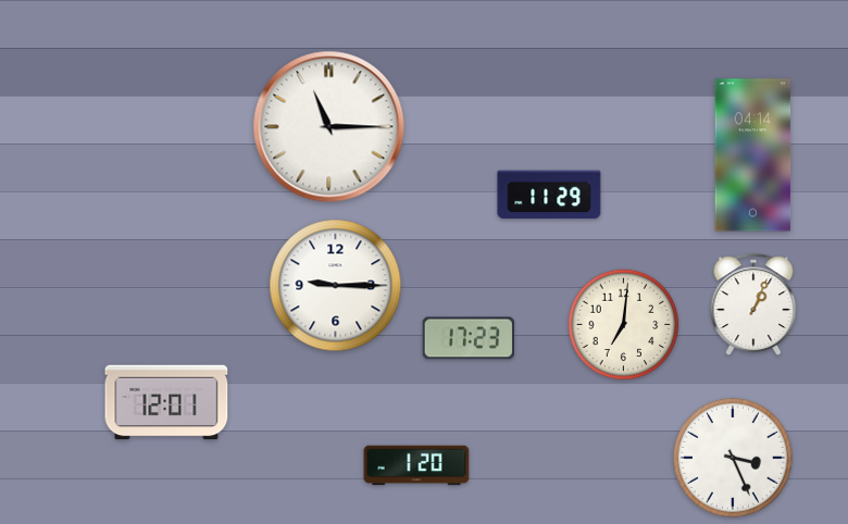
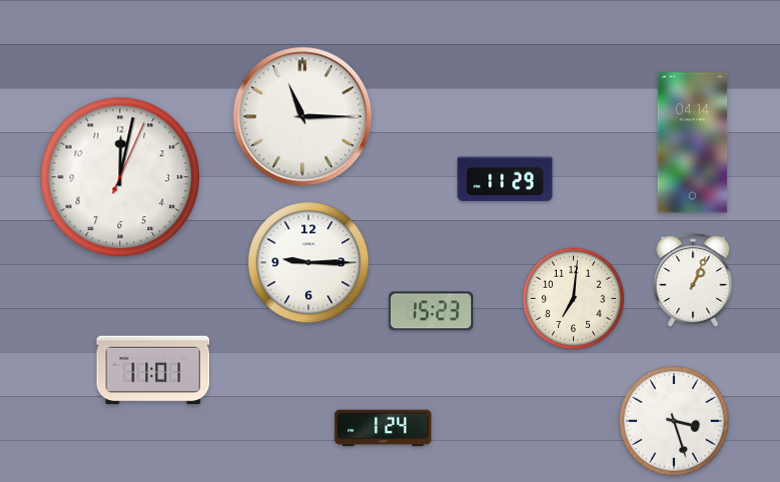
clock at (120, 177): none -> 12:02
clock at (469, 338): 17:23 -> 15:23
clock at (166, 402): 12:01 -> 11:01
clock at (733, 458): 3:26 -> 3:27
clock at (416, 465): 1:20 -> 1:24
